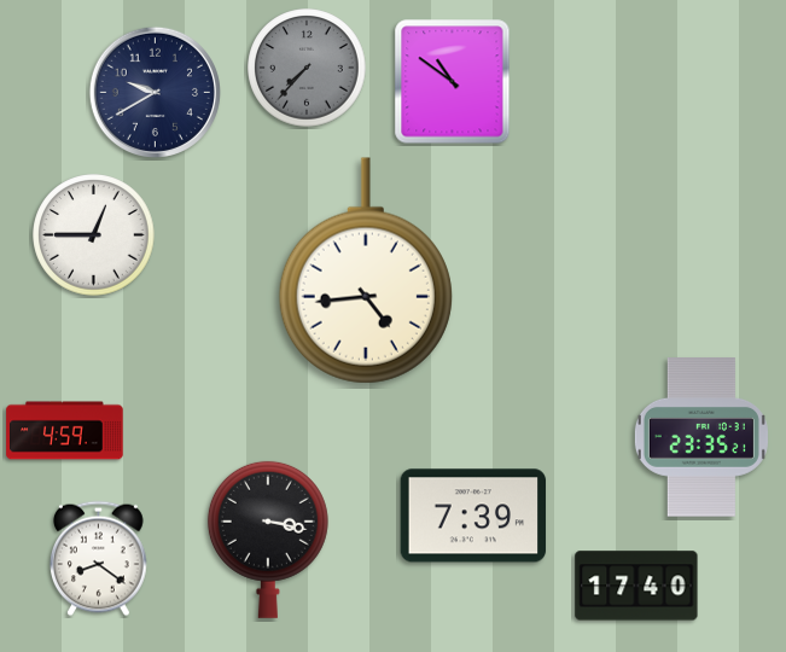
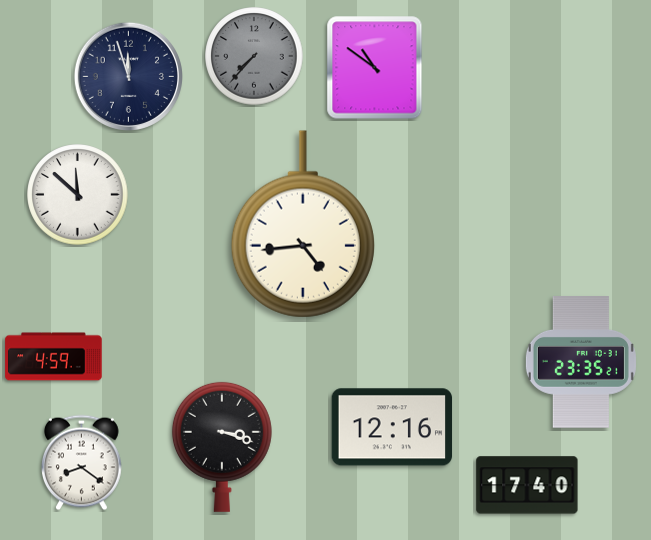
clock at (155, 92): 9:40 -> 11:57
clock at (94, 235): 12:45 -> 11:52
clock at (473, 516): 7:39 -> 12:16
clock at (268, 540): 3:17 -> 3:18
